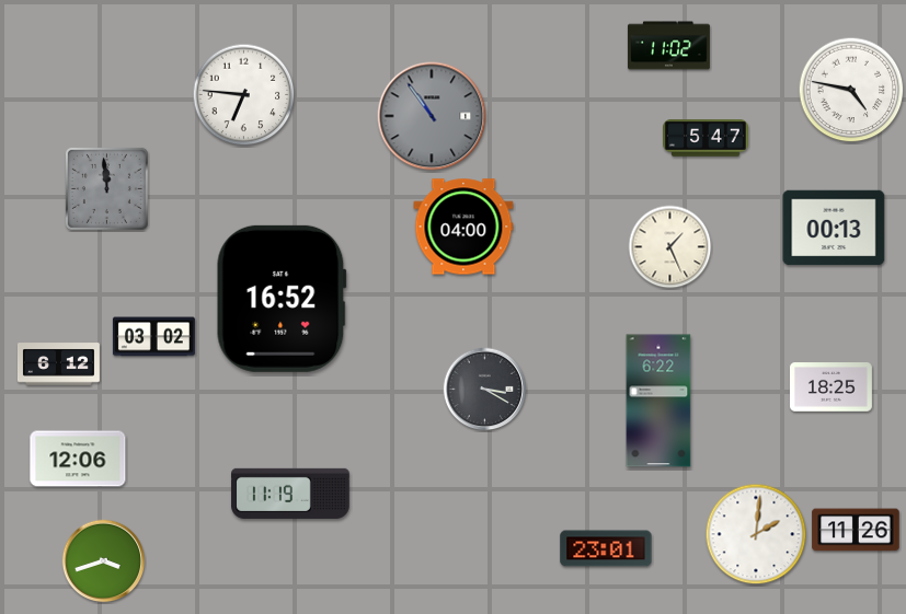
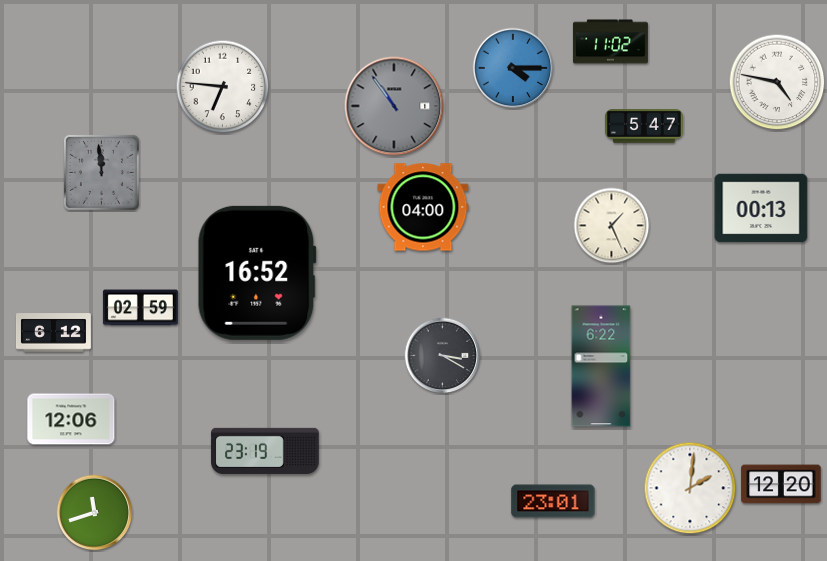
clock at (513, 68): none -> 4:15
clock at (106, 188) position: (106, 188) -> (101, 172)
clock at (153, 337): 03:02 -> 02:59
clock at (830, 387): 18:25 -> none
clock at (290, 494): 11:19 -> 23:19
clock at (856, 530): 11:26 -> 12:20
clock at (104, 561): 3:42 -> 11:42
